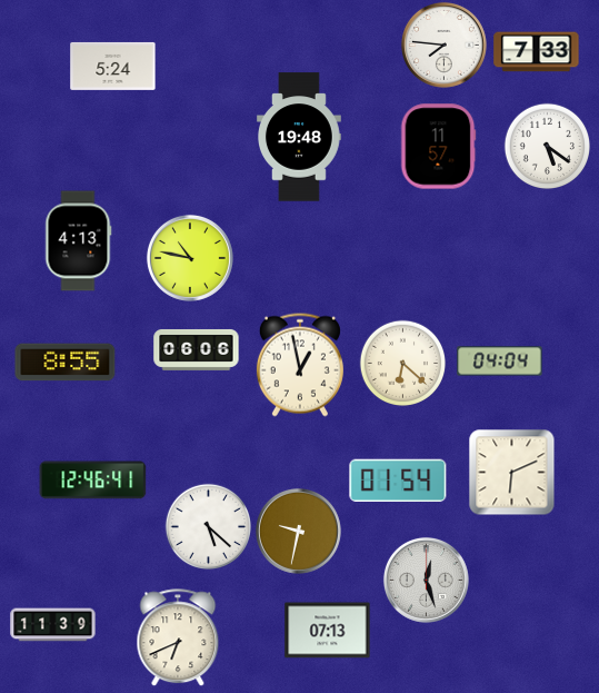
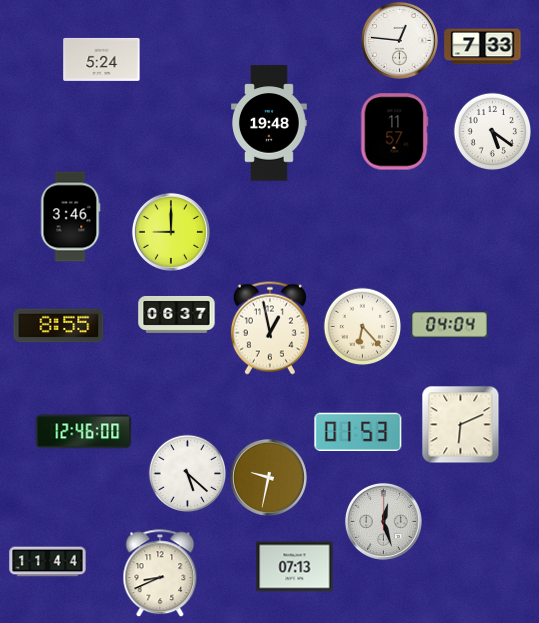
clock at (443, 44): 7:46 -> 12:46
clock at (78, 241): 4:13 -> 3:46
clock at (190, 258): 10:47 -> 9:00
clock at (197, 349): 06:06 -> 06:37
clock at (402, 363): 6:22 -> 6:23
clock at (93, 481): 12:46:41 -> 12:46:00
clock at (398, 481): 01:54 -> 01:53
clock at (53, 625): 11:39 -> 11:44
clock at (178, 637): 6:41 -> 8:41
